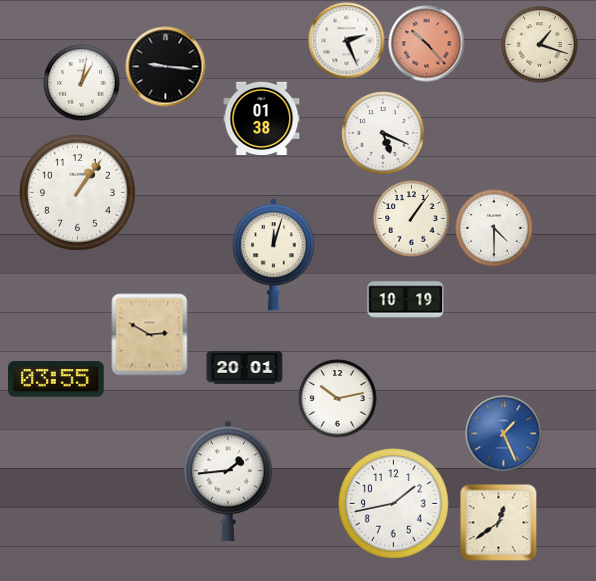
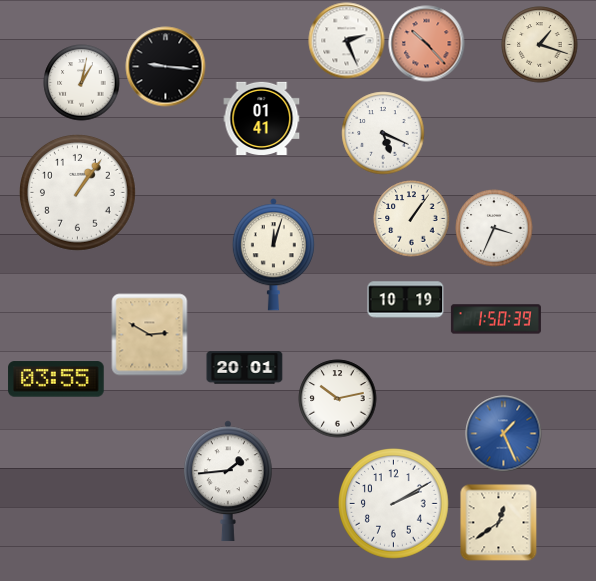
clock at (262, 118): 01:38 -> 01:41
clock at (494, 228): 4:30 -> 3:34
clock at (496, 319): none -> 1:50
clock at (394, 504): 1:43 -> 2:10
